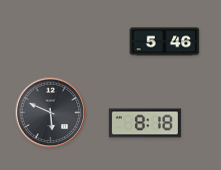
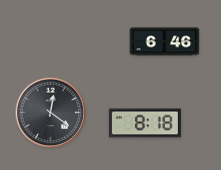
clock at (165, 42): 5:46 -> 6:46
clock at (51, 113): 5:49 -> 12:21
